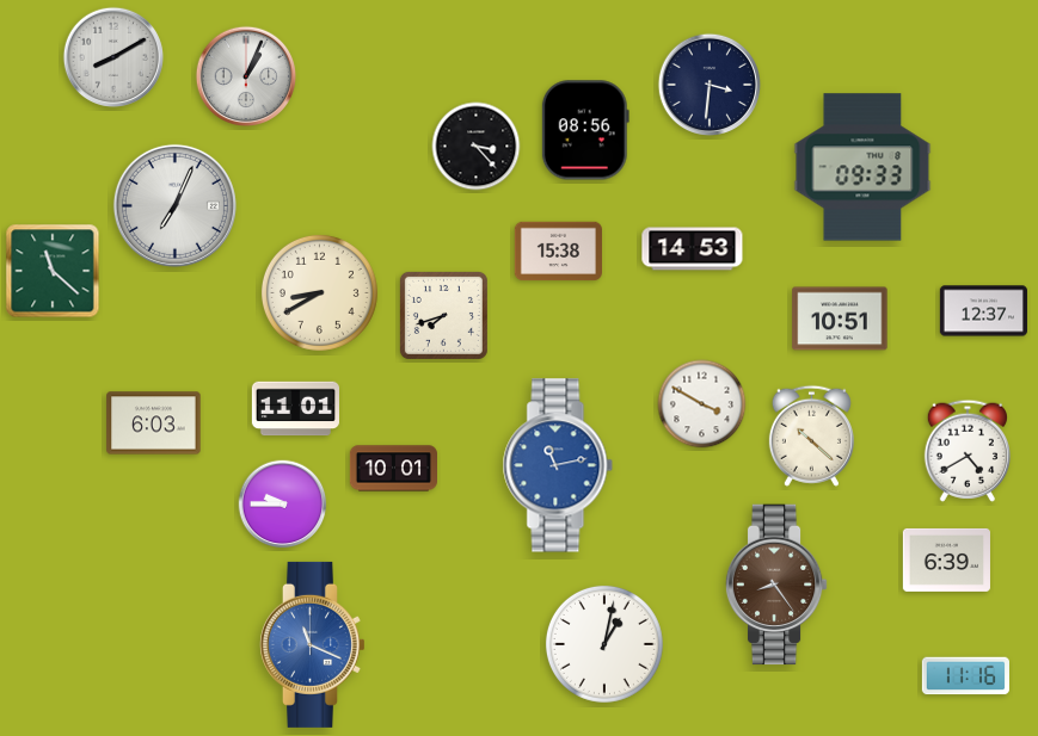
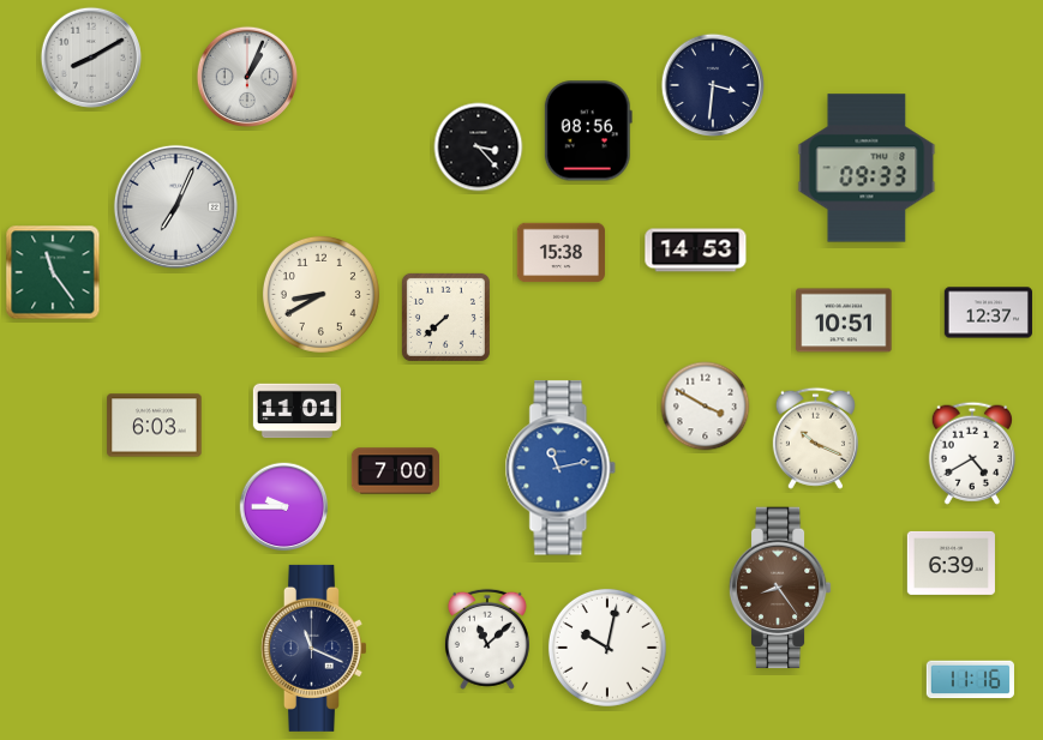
clock at (113, 57) position: (113, 57) -> (91, 58)
clock at (53, 271): 11:22 -> 11:24
clock at (443, 315): 7:42 -> 7:38
clock at (811, 435): 10:22 -> 10:19
clock at (393, 469): 10:01 -> 7:00
clock at (487, 639): none -> 11:08
clock at (312, 644) dial: blue -> navy
clock at (604, 644): 1:02 -> 10:02
